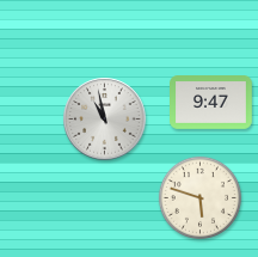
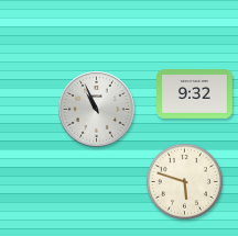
clock at (211, 103): 9:47 -> 9:32
clock at (105, 120): 10:58 -> 10:56
